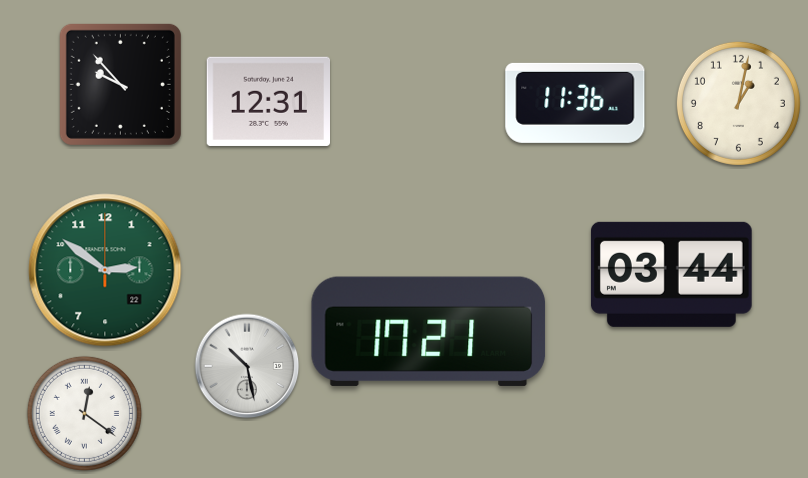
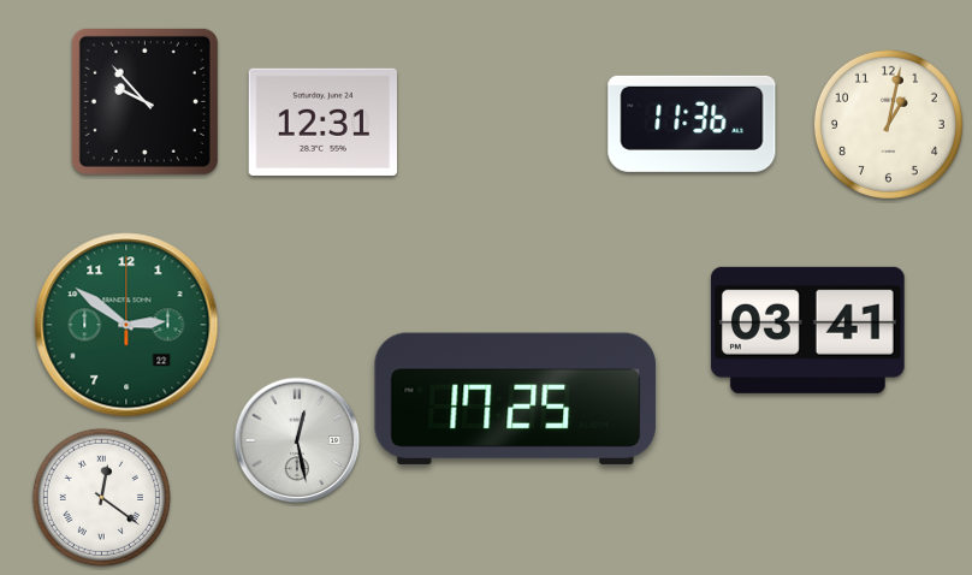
clock at (671, 274): 03:44 -> 03:41
clock at (429, 331): 17:21 -> 17:25
clock at (247, 366): 10:28 -> 12:28
